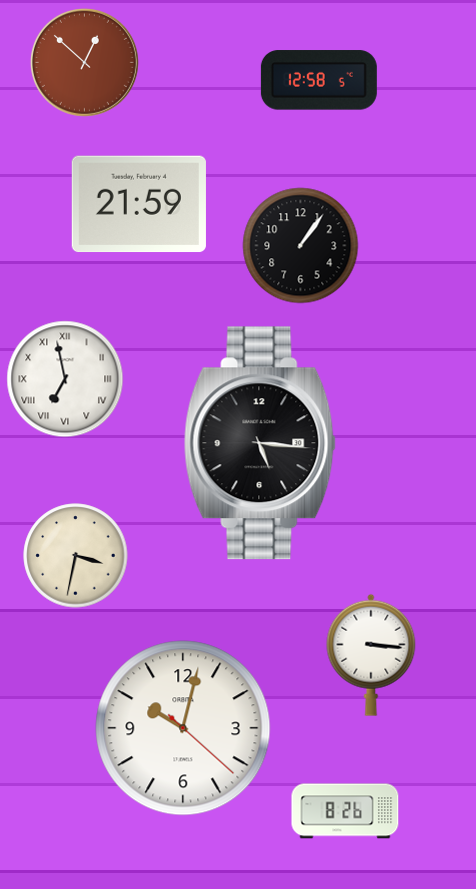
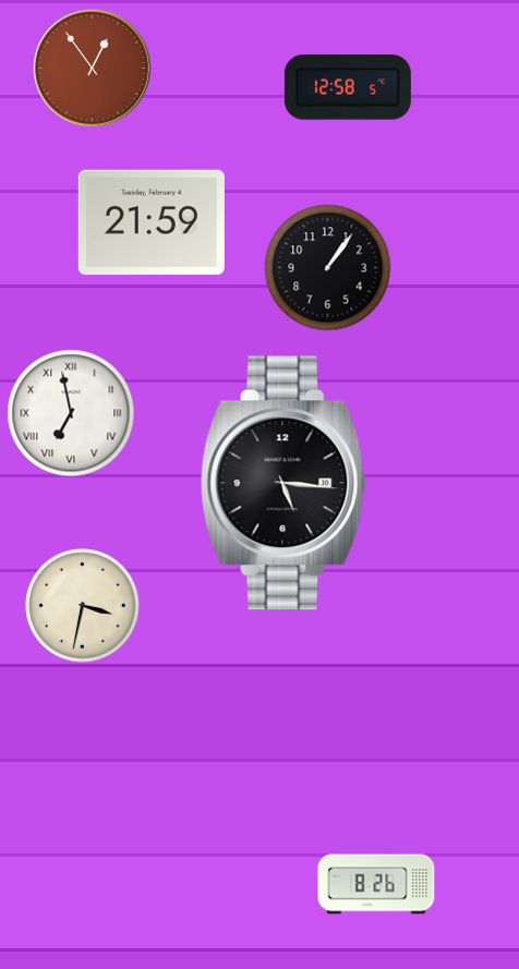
clock at (84, 62): 12:52 -> 12:54
clock at (371, 655): 3:16 -> none
clock at (183, 728): 10:02 -> none
